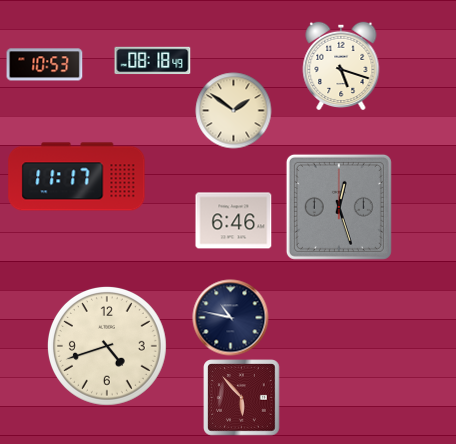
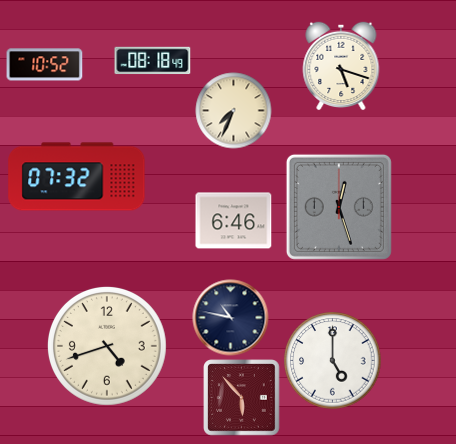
clock at (45, 65): 10:53 -> 10:52
clock at (234, 111): 1:51 -> 7:34
clock at (77, 177): 11:17 -> 07:32
clock at (333, 361): none -> 5:00
